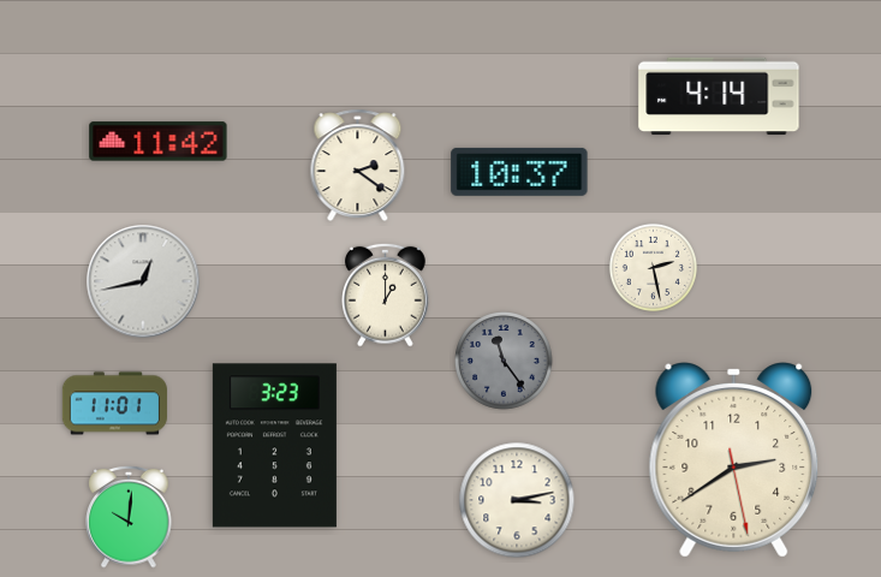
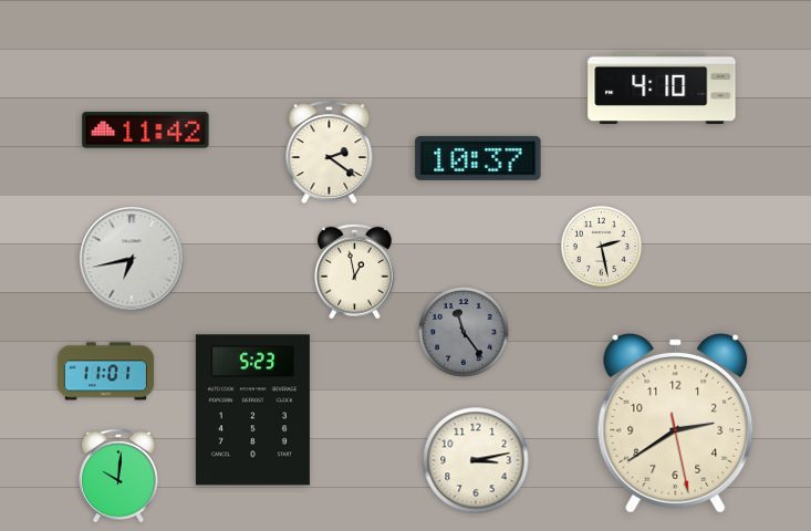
clock at (719, 96): 4:14 -> 4:10
clock at (143, 281): 12:43 -> 6:43
clock at (386, 295): 1:00 -> 12:58
clock at (274, 446): 3:23 -> 5:23
